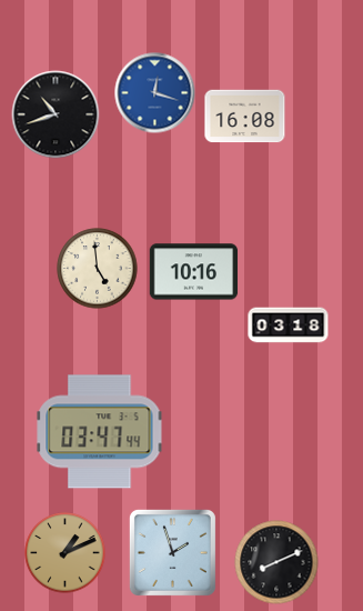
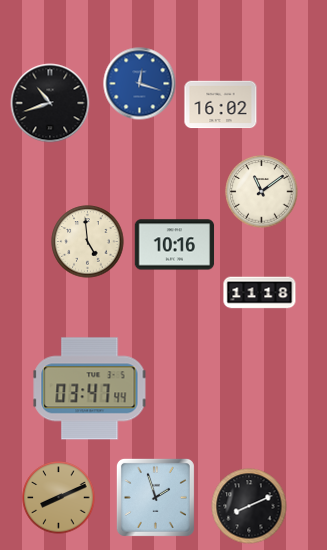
clock at (245, 117): 16:08 -> 16:02
clock at (262, 192): none -> 11:09
clock at (289, 325): 03:18 -> 11:18
clock at (65, 553): 1:11 -> 8:11
